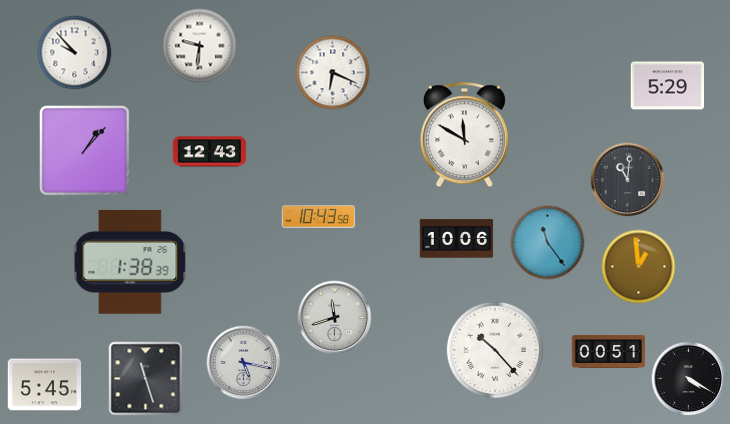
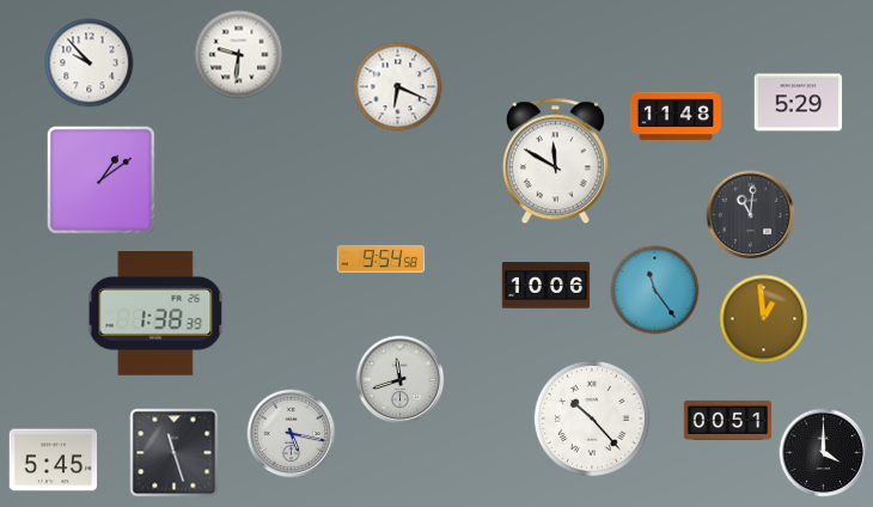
clock at (676, 116): none -> 11:48
clock at (84, 150): 1:07 -> 1:09
clock at (210, 152): 12:43 -> none
clock at (319, 216): 10:43 -> 9:54
clock at (689, 379): 4:20 -> 4:00
